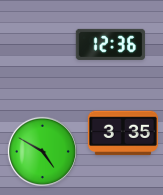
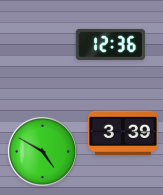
clock at (123, 133): 3:35 -> 3:39
